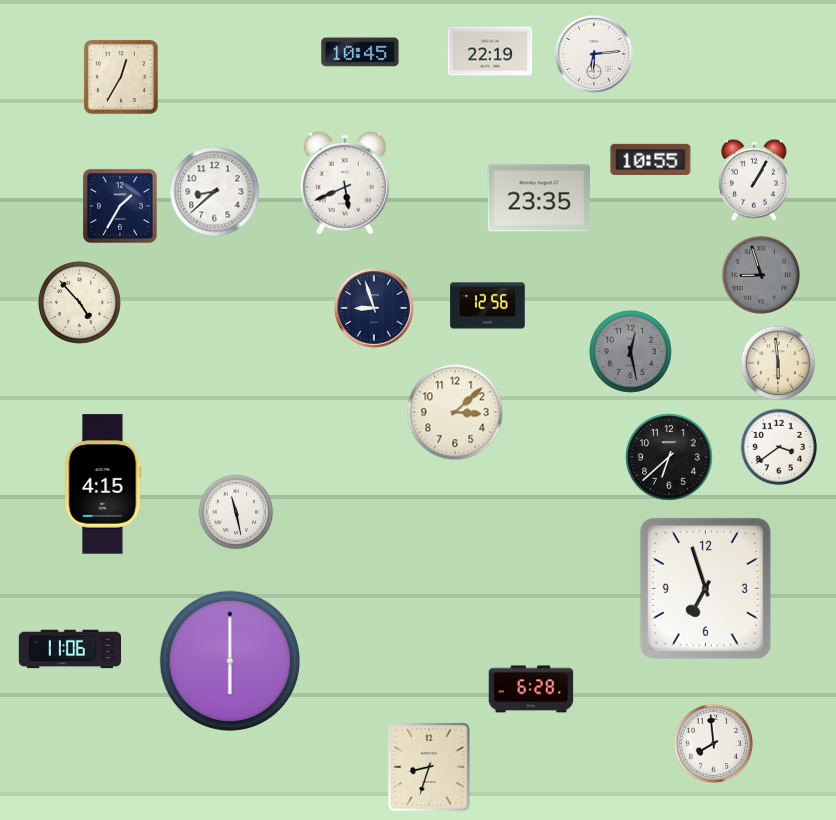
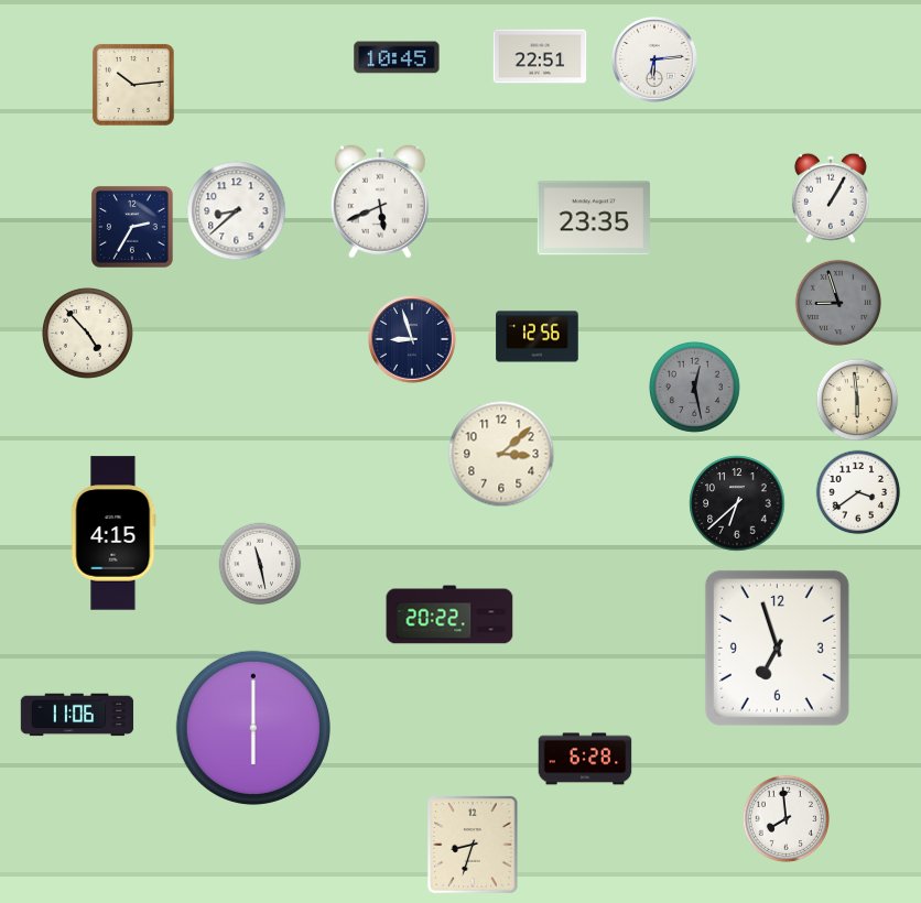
clock at (490, 51): 22:19 -> 22:51
clock at (121, 77): 12:35 -> 10:14
clock at (651, 159): 10:55 -> none
clock at (120, 206): 1:35 -> 2:35
clock at (449, 614): none -> 20:22
